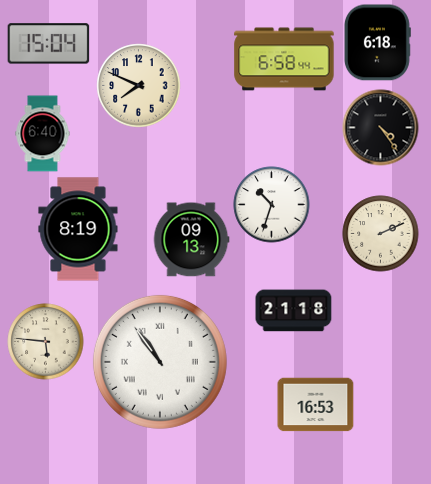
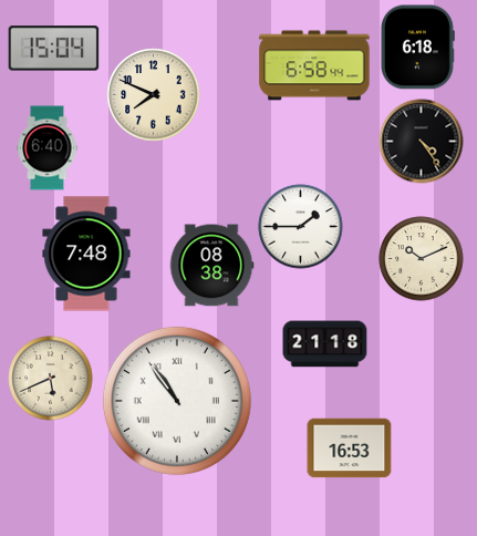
clock at (272, 205): 10:33 -> 1:45
clock at (78, 229): 8:19 -> 7:48
clock at (381, 234): 2:11 -> 10:11
clock at (191, 240): 09:13 -> 08:38
clock at (46, 342): 5:46 -> 5:41
